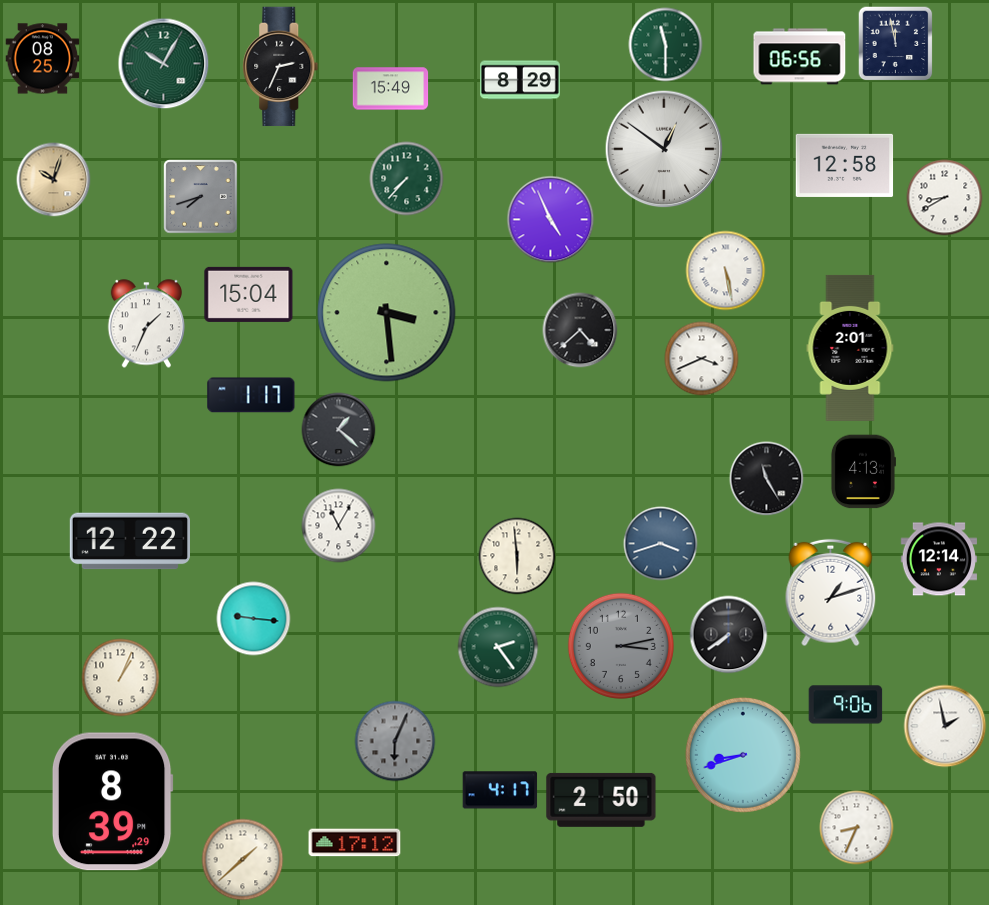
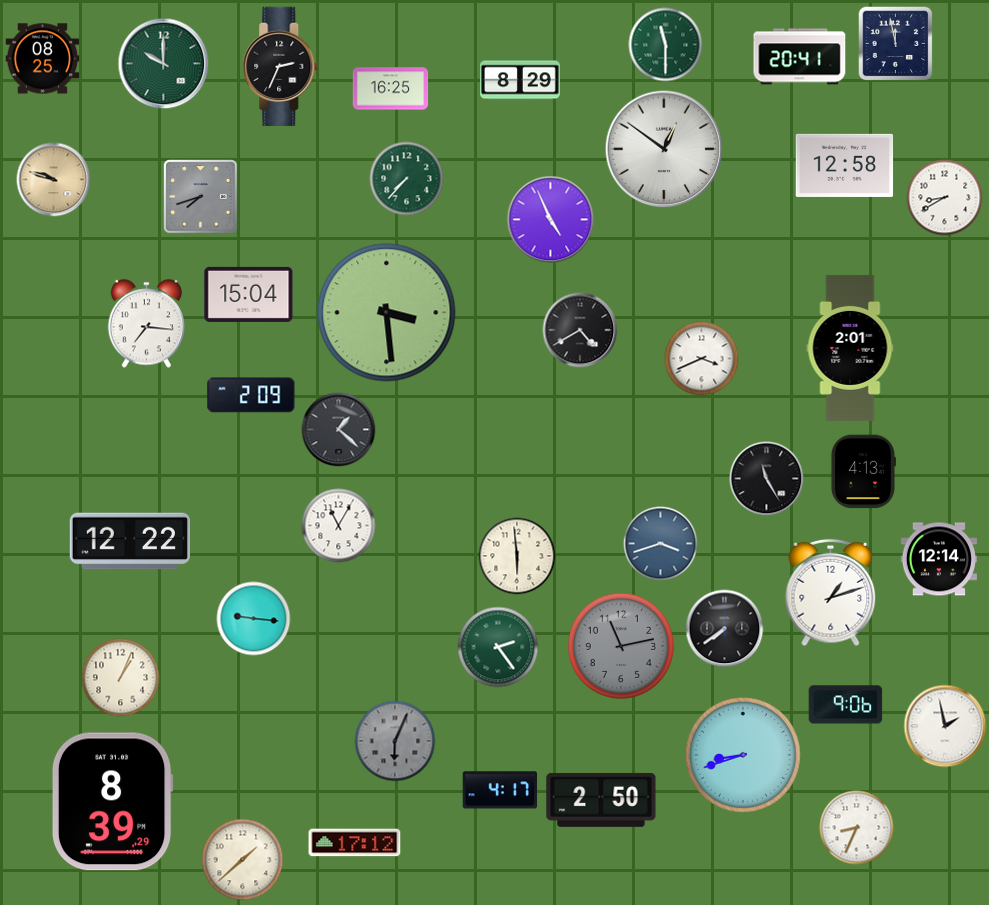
clock at (800, 57): 06:56 -> 20:41
clock at (164, 64): 10:05 -> 10:00
clock at (391, 89): 15:49 -> 16:25
clock at (54, 180): 10:03 -> 9:48
clock at (726, 271): 5:28 -> none
clock at (147, 324): 1:34 -> 7:16
clock at (580, 330): 4:38 -> 4:40
clock at (251, 395): 1:17 -> 2:09
clock at (729, 635) position: (729, 635) -> (725, 629)
clock at (621, 646): 3:13 -> 11:13
